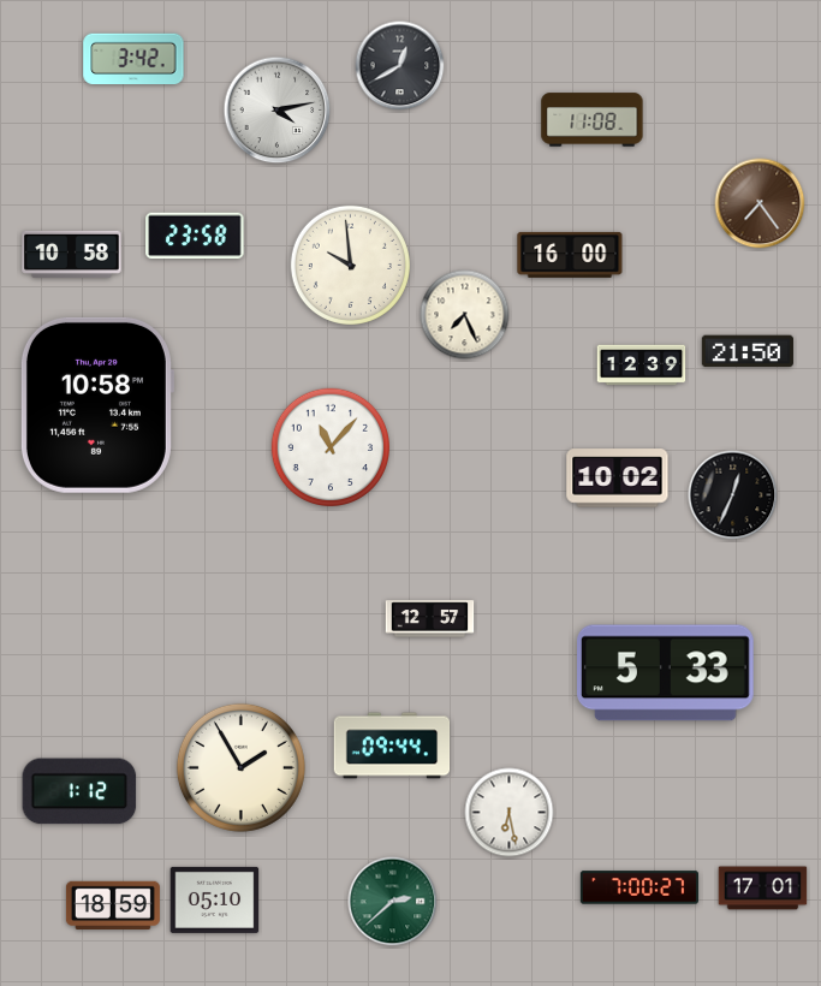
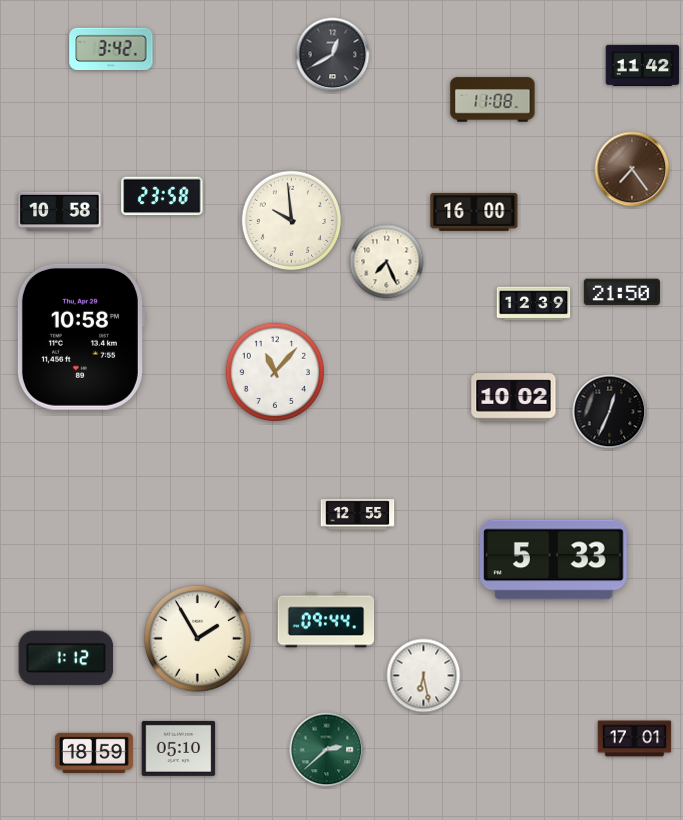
clock at (643, 65): none -> 11:42
clock at (278, 111): 4:13 -> none
clock at (430, 619): 12:57 -> 12:55
clock at (240, 767) position: (240, 767) -> (197, 638)
clock at (639, 887): 7:00 -> none
